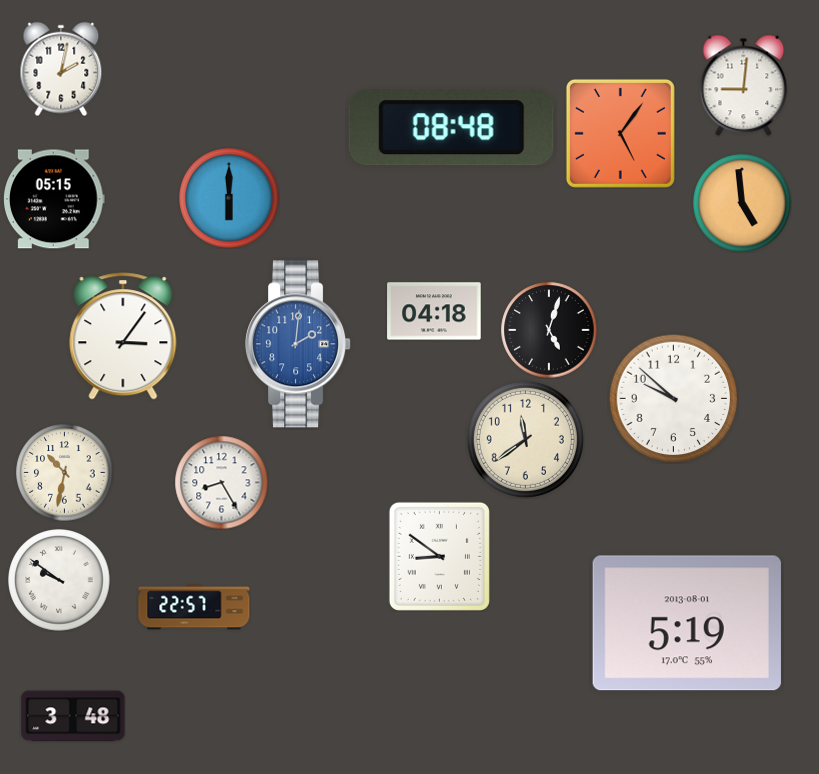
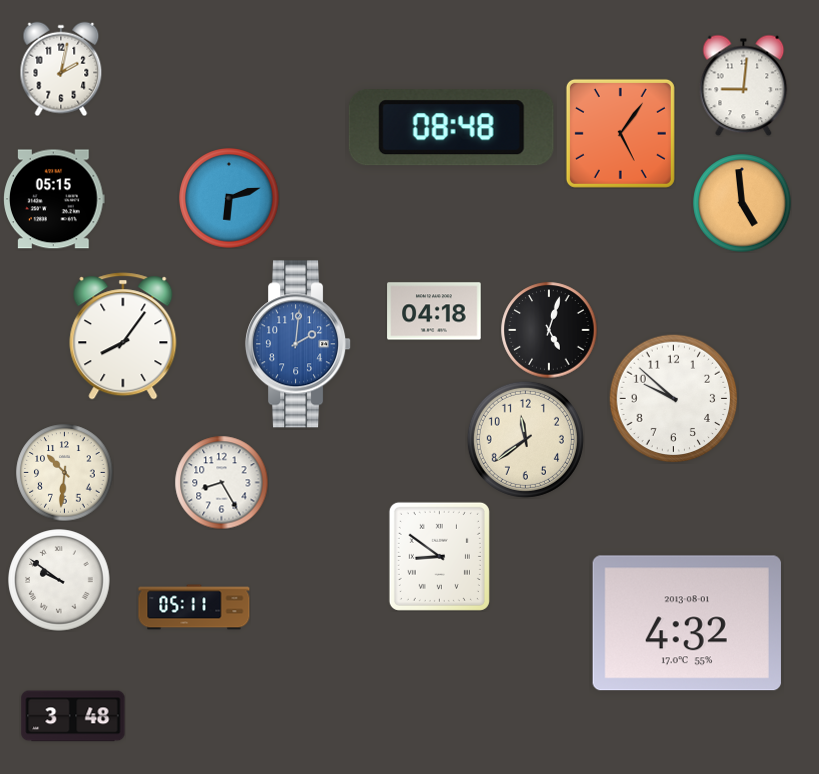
clock at (229, 198): 6:00 -> 6:12
clock at (123, 336): 3:06 -> 8:06
clock at (65, 473): 10:32 -> 10:31
clock at (194, 607): 22:57 -> 05:11
clock at (687, 623): 5:19 -> 4:32
